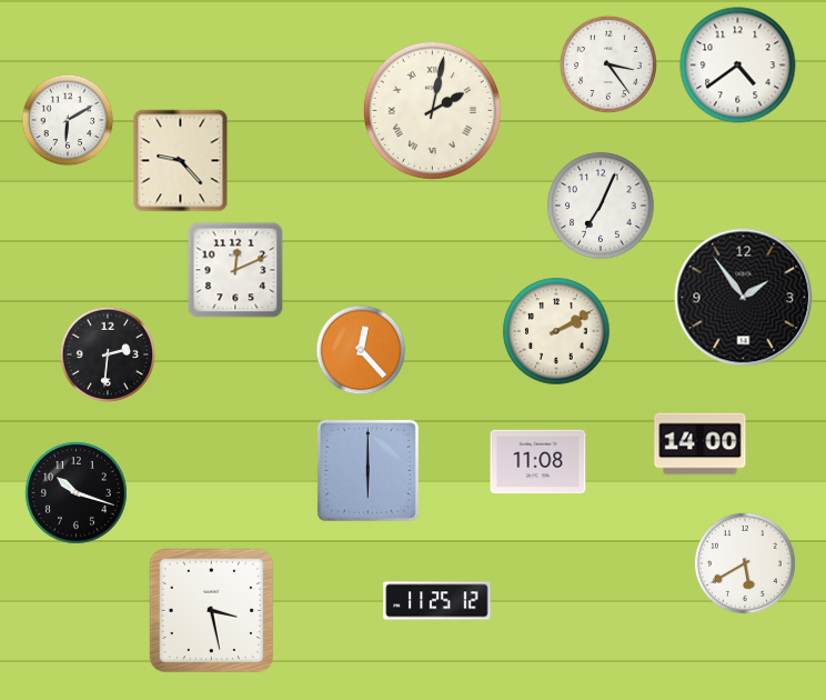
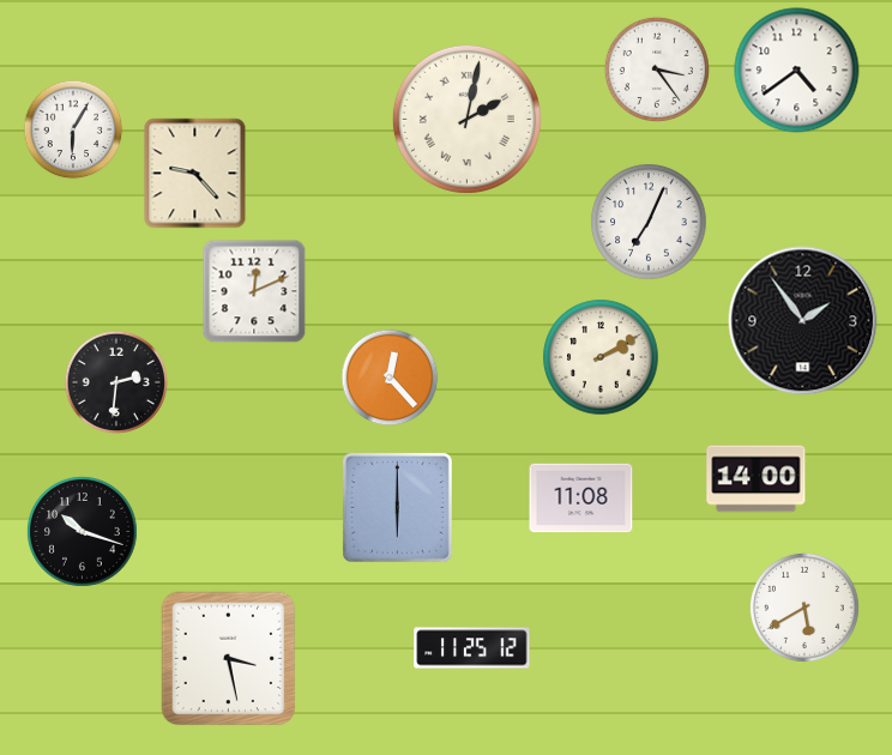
clock at (68, 120): 6:10 -> 6:05
